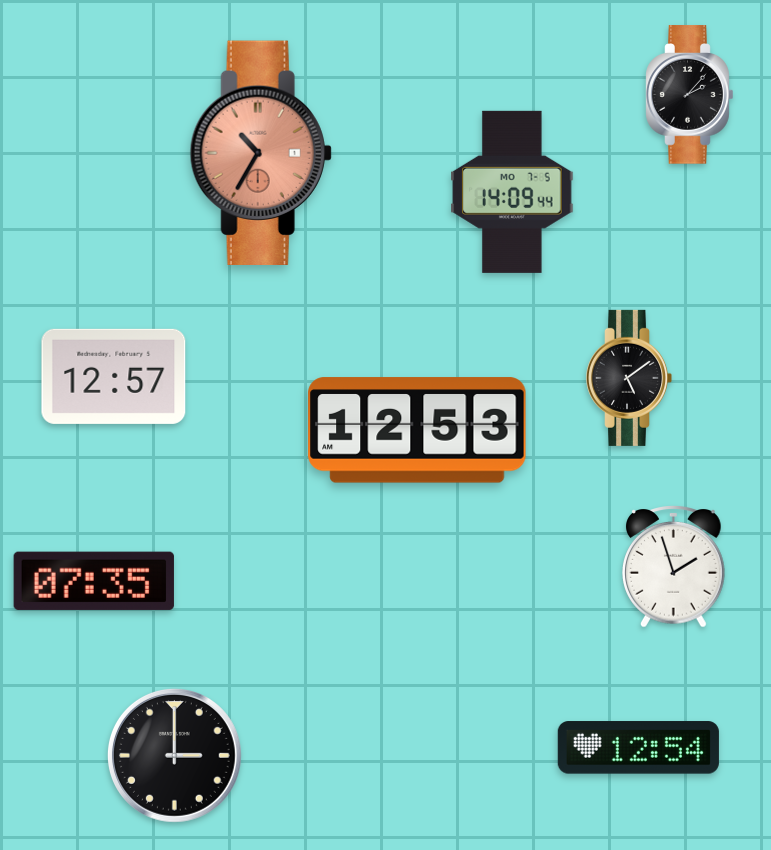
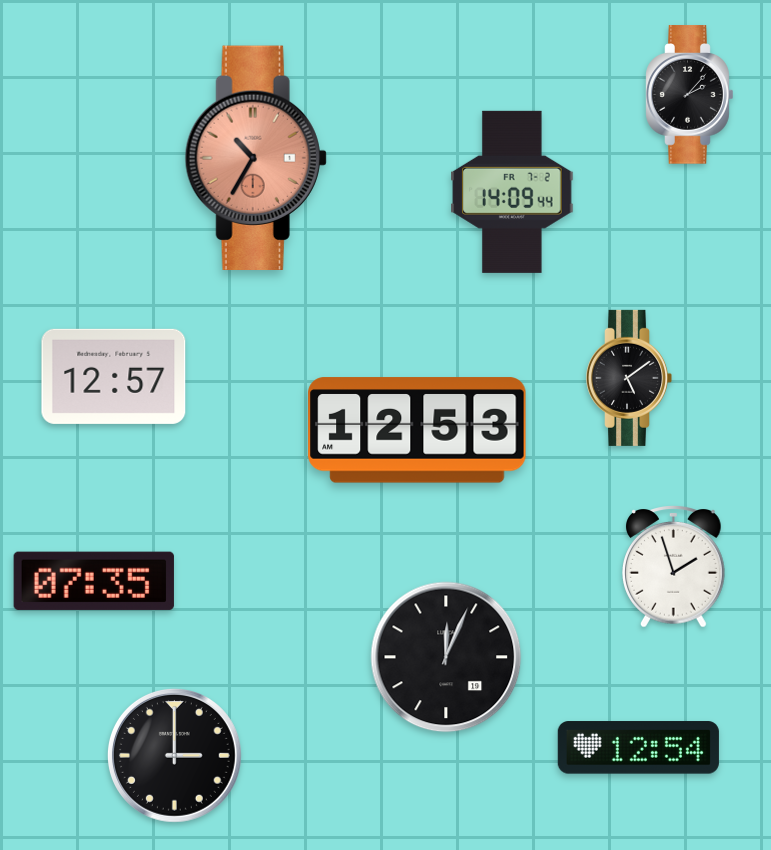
clock at (261, 152) position: (261, 152) -> (256, 157)
clock at (512, 192) date: MO 7-5 -> FR 7-2
clock at (446, 657): none -> 12:04
